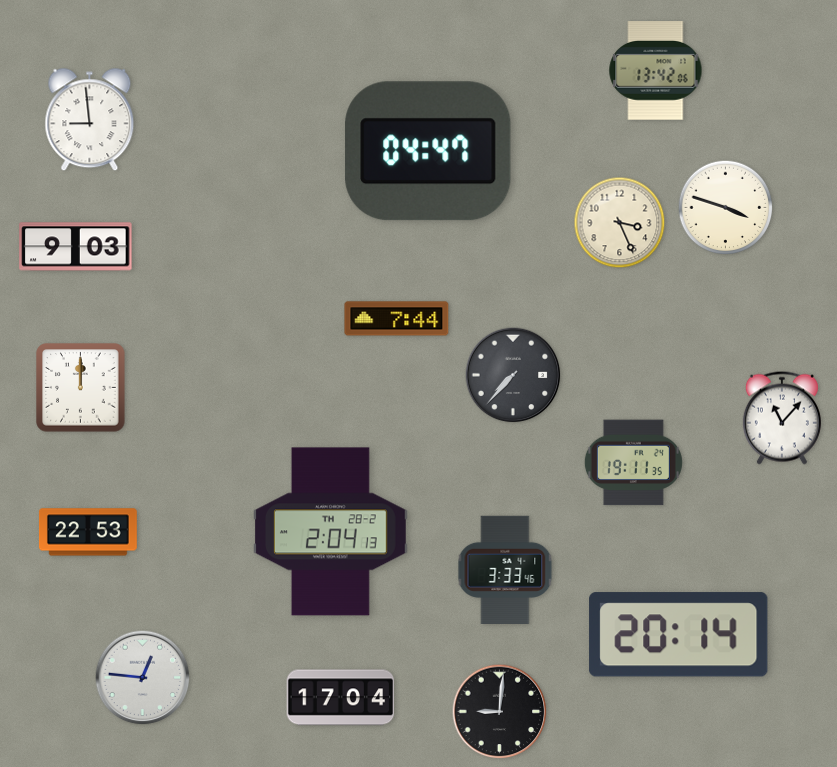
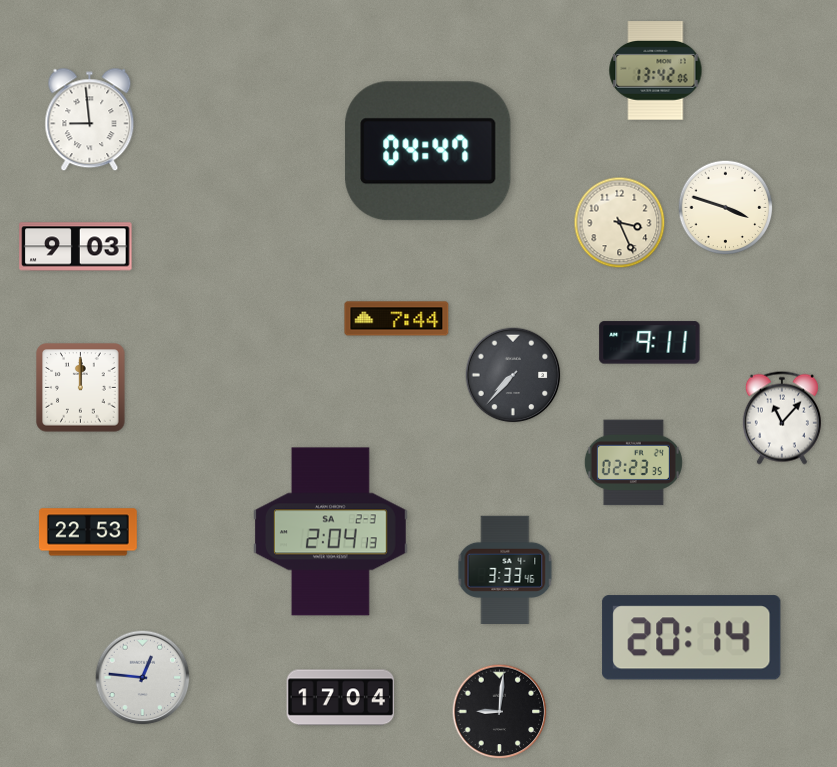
clock at (650, 343): none -> 9:11
clock at (633, 463): 19:11 -> 02:23
clock at (331, 532) date: TH 28-2 -> SA 2-3
clock at (679, 635) position: (679, 635) -> (692, 638)
